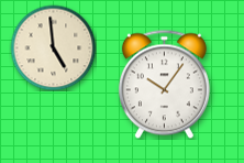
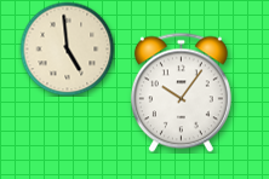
clock at (53, 47) position: (53, 47) -> (67, 48)
